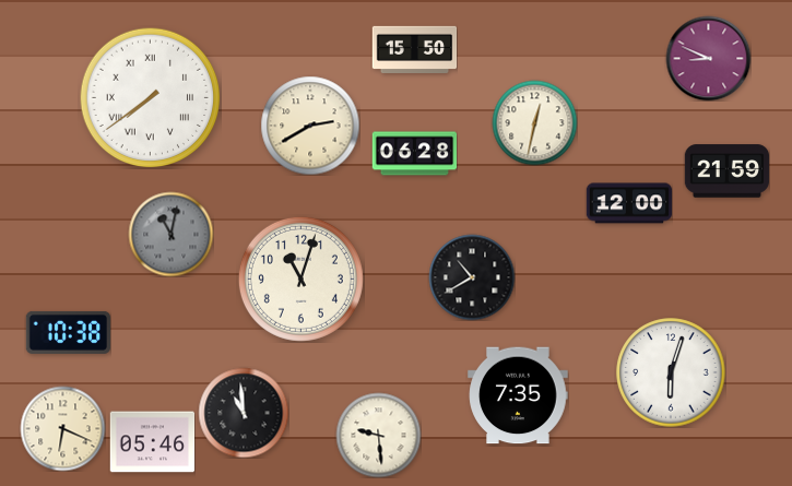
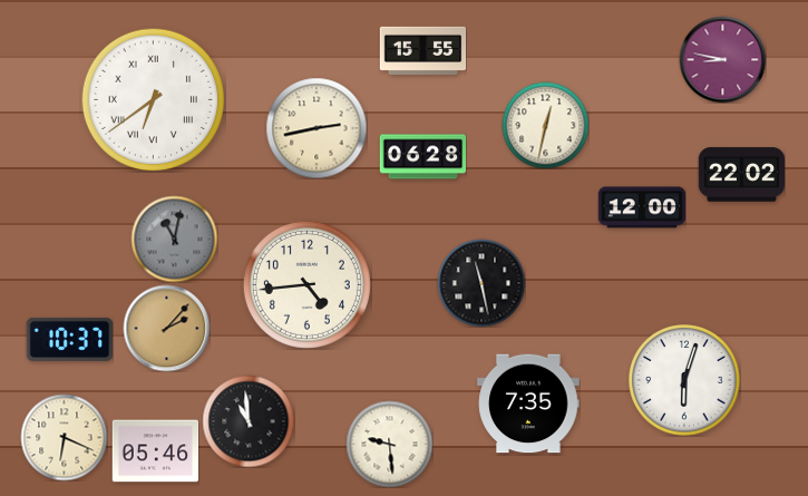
clock at (414, 49): 15:50 -> 15:55
clock at (708, 58): 8:49 -> 8:47
clock at (150, 97): 7:39 -> 6:39
clock at (310, 126): 2:40 -> 2:43
clock at (726, 171): 21:59 -> 22:02
clock at (472, 277): 10:40 -> 11:28
clock at (300, 278): 11:03 -> 4:44
clock at (166, 328): none -> 2:07
clock at (68, 332): 10:38 -> 10:37
clock at (378, 435) position: (378, 435) -> (389, 444)
